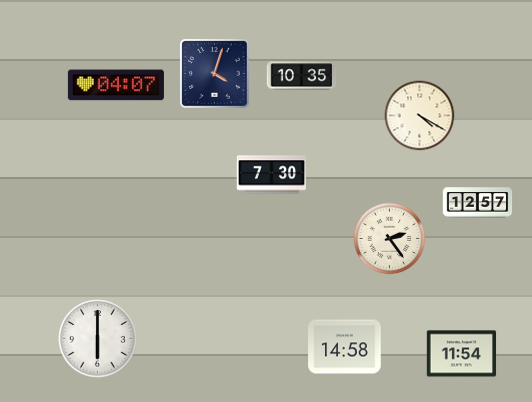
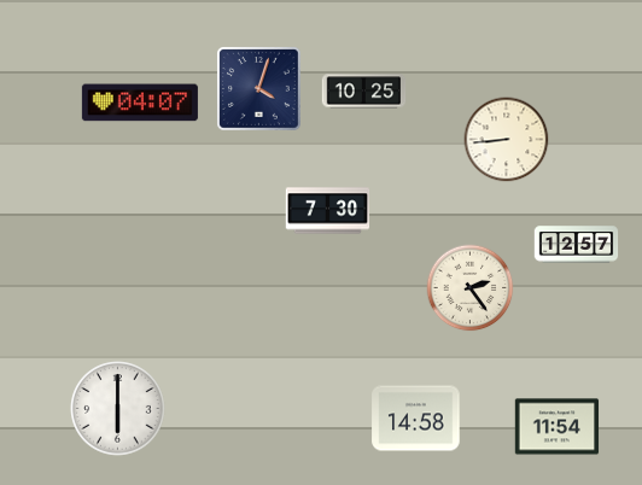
clock at (302, 76): 10:35 -> 10:25
clock at (420, 116): 4:20 -> 8:44
